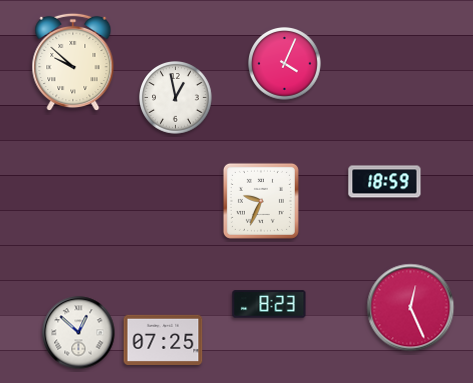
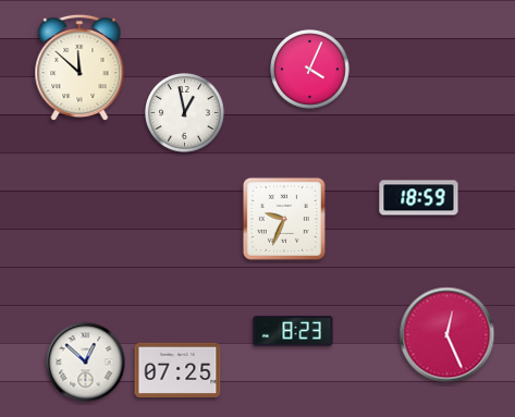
clock at (73, 62): 9:52 -> 11:52
clock at (176, 98) position: (176, 98) -> (185, 113)
